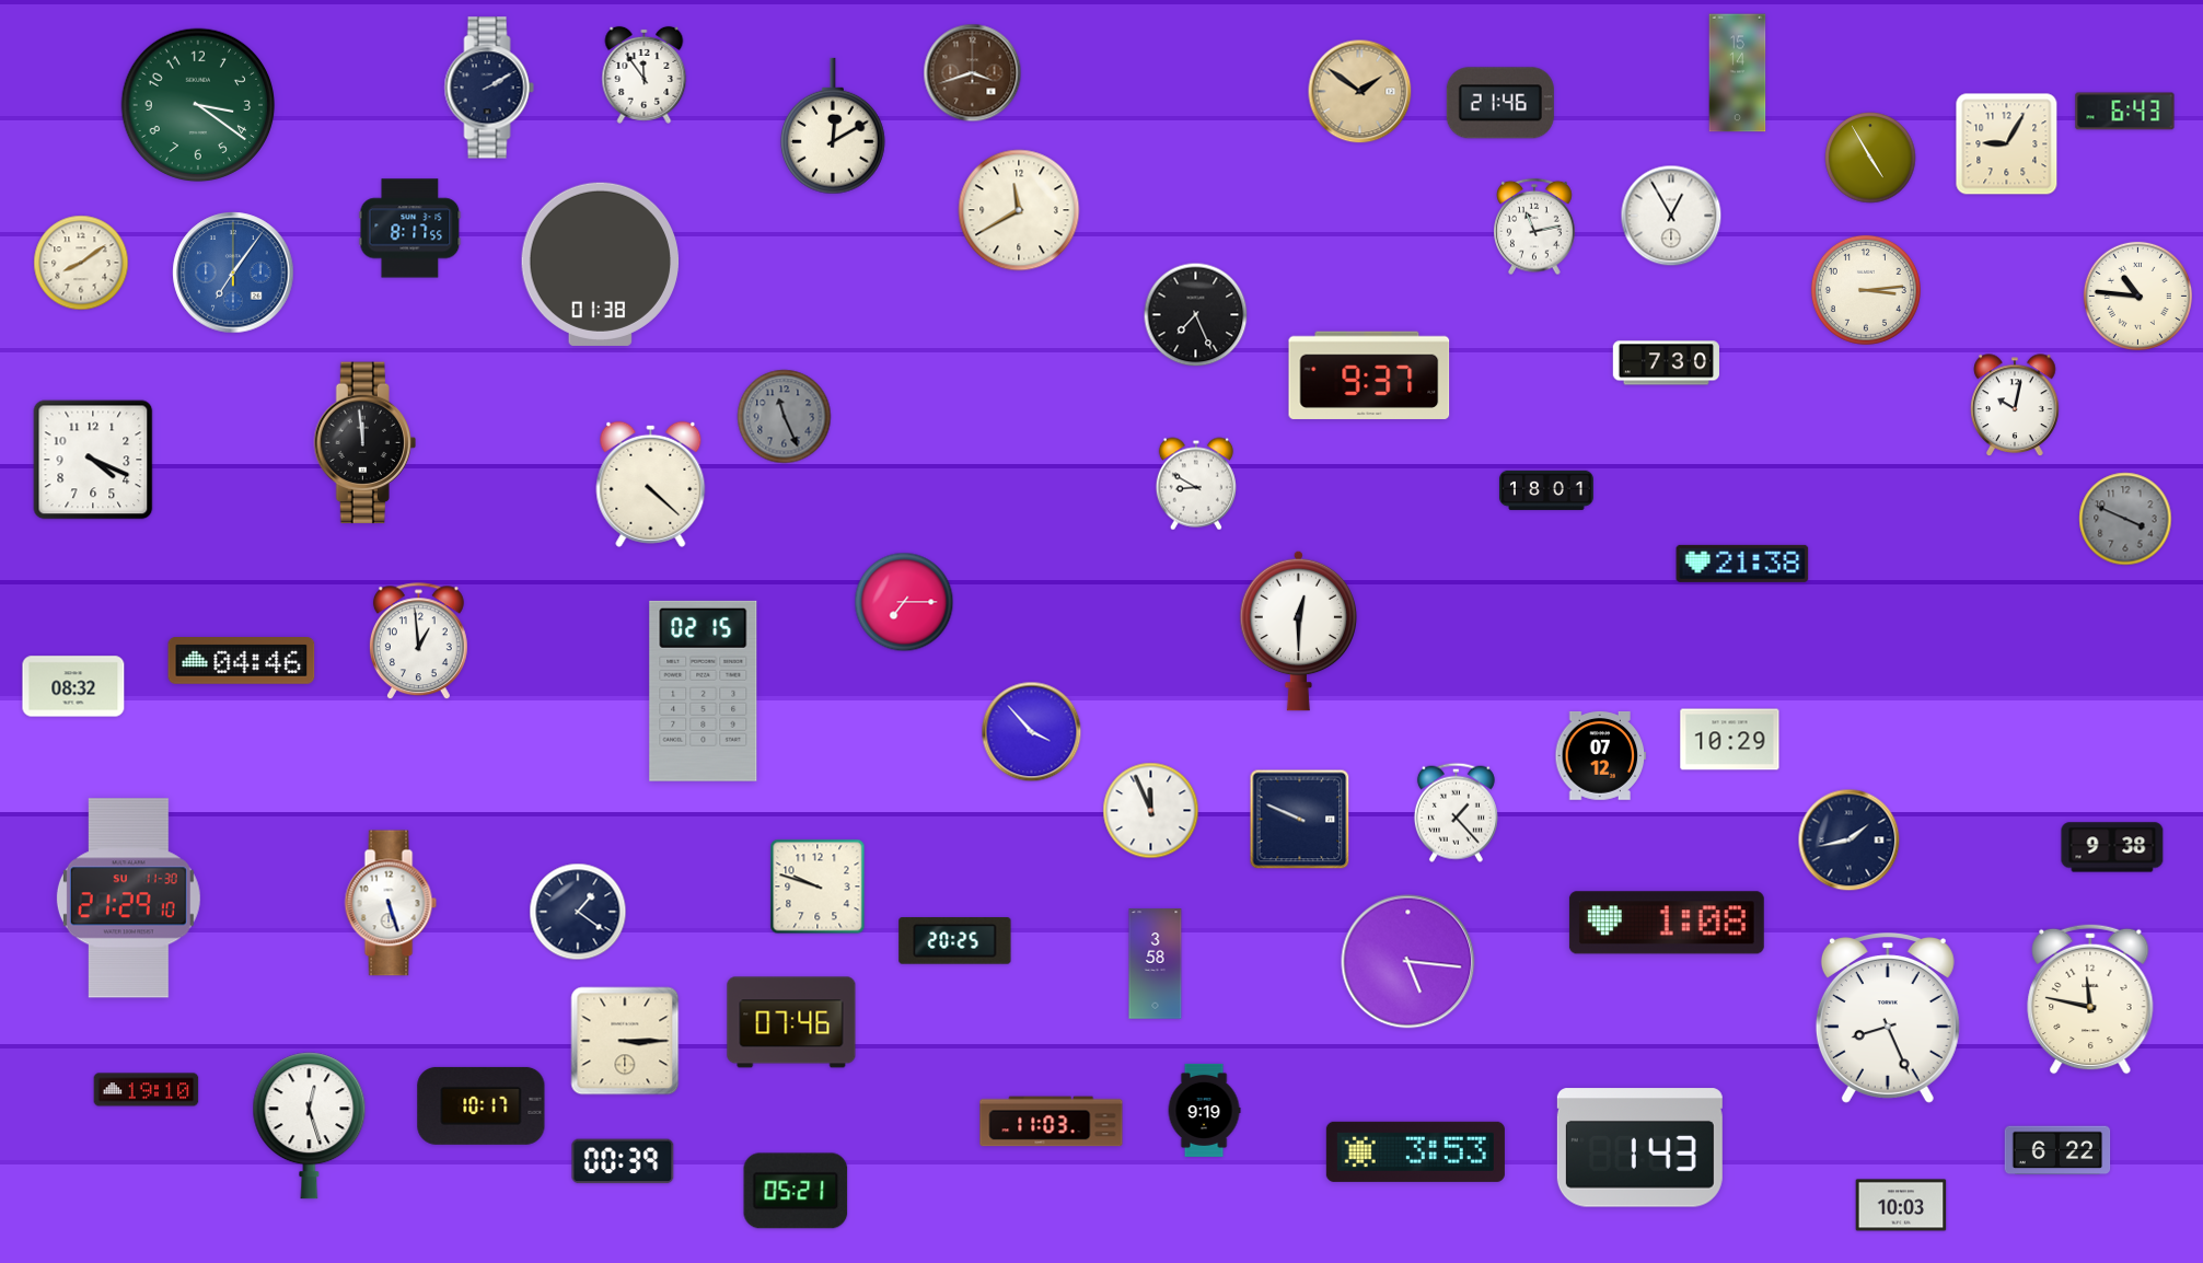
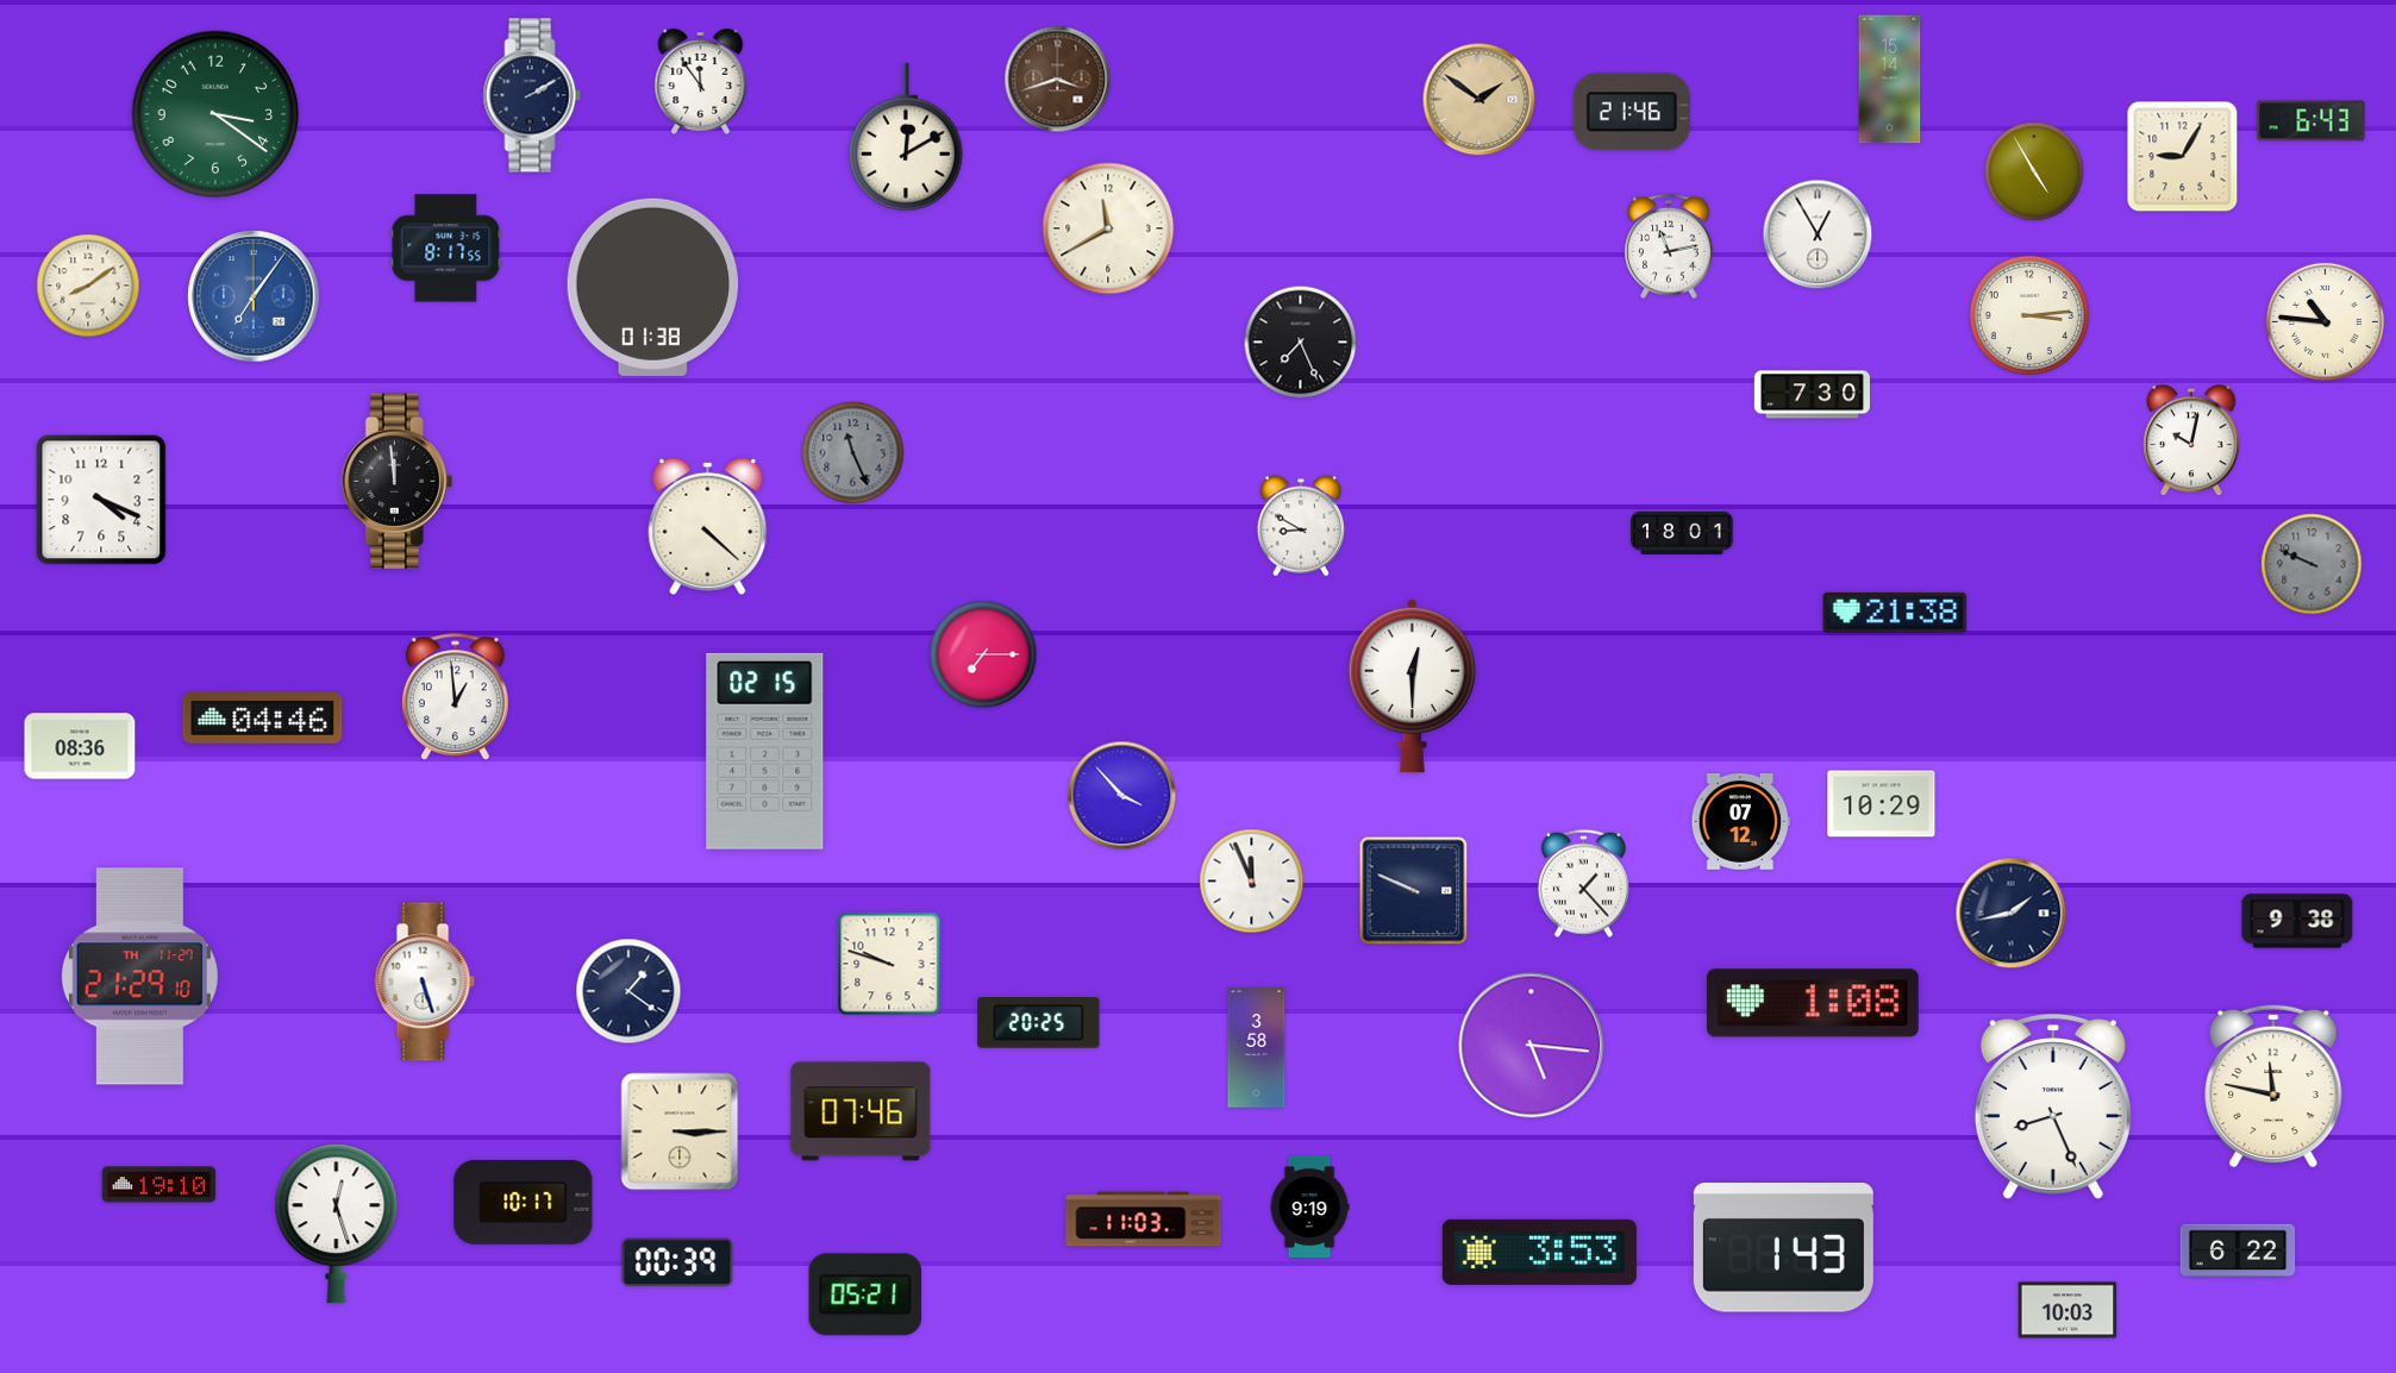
clock at (1369, 374): 9:37 -> none
clock at (2125, 519): 3:49 -> 9:49
clock at (73, 686): 08:32 -> 08:36
clock at (128, 899) date: SU 11-30 -> TH 11-27
